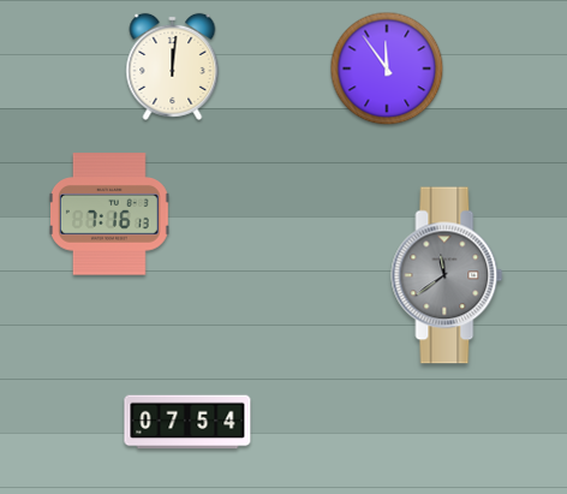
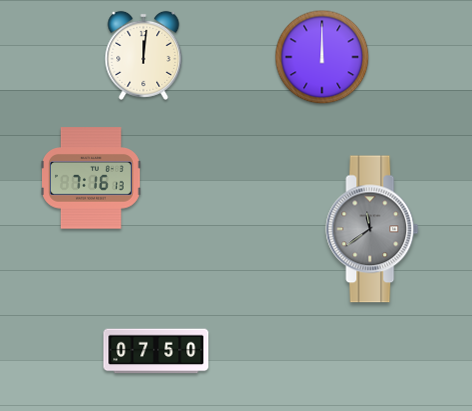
clock at (387, 69): 11:54 -> 12:00
clock at (187, 422): 07:54 -> 07:50
